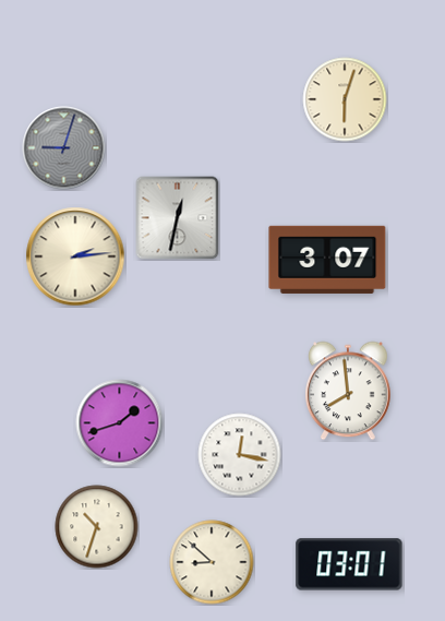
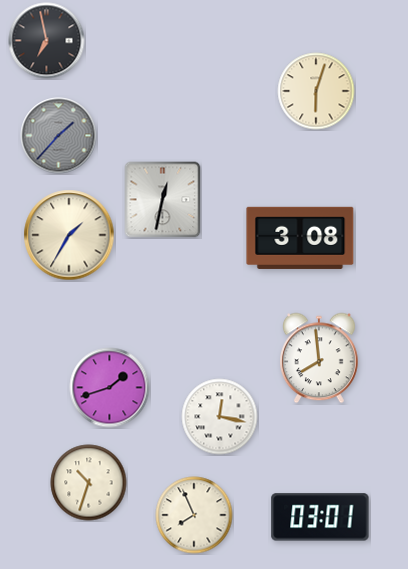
clock at (47, 41): none -> 6:58
clock at (64, 148): 9:03 -> 1:37
clock at (75, 256): 2:14 -> 1:35
clock at (327, 260): 3:07 -> 3:08
clock at (212, 562): 8:52 -> 7:56
